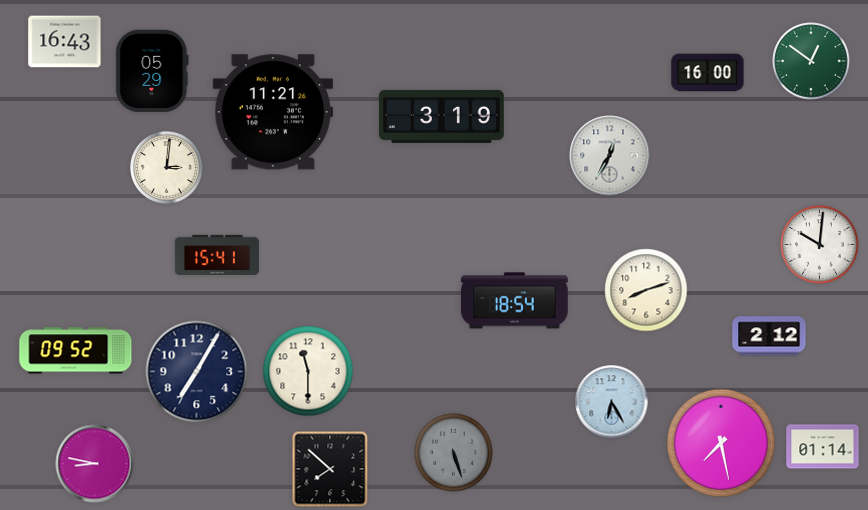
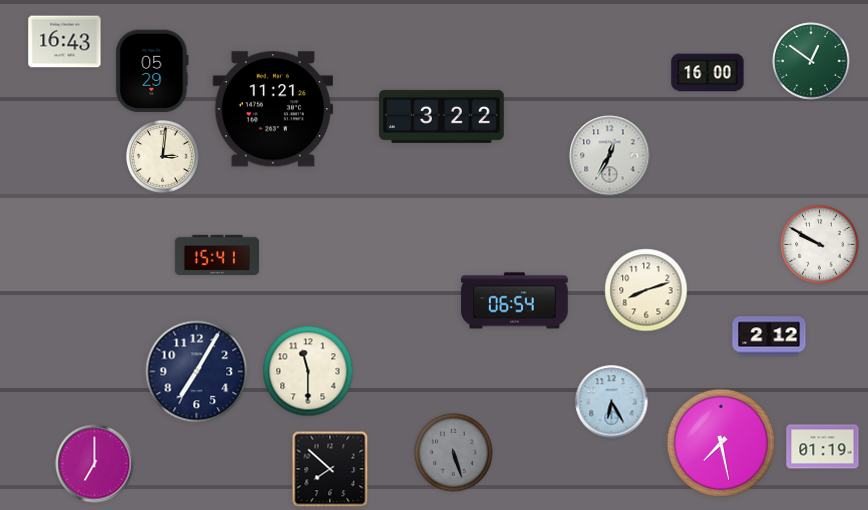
clock at (272, 112) position: (272, 112) -> (272, 109)
clock at (441, 116): 3:19 -> 3:22
clock at (167, 168) position: (167, 168) -> (163, 157)
clock at (820, 245): 10:01 -> 9:50
clock at (515, 301): 18:54 -> 06:54
clock at (76, 351): 09:52 -> none
clock at (823, 447): 01:14 -> 01:19
clock at (95, 464): 8:47 -> 7:00
